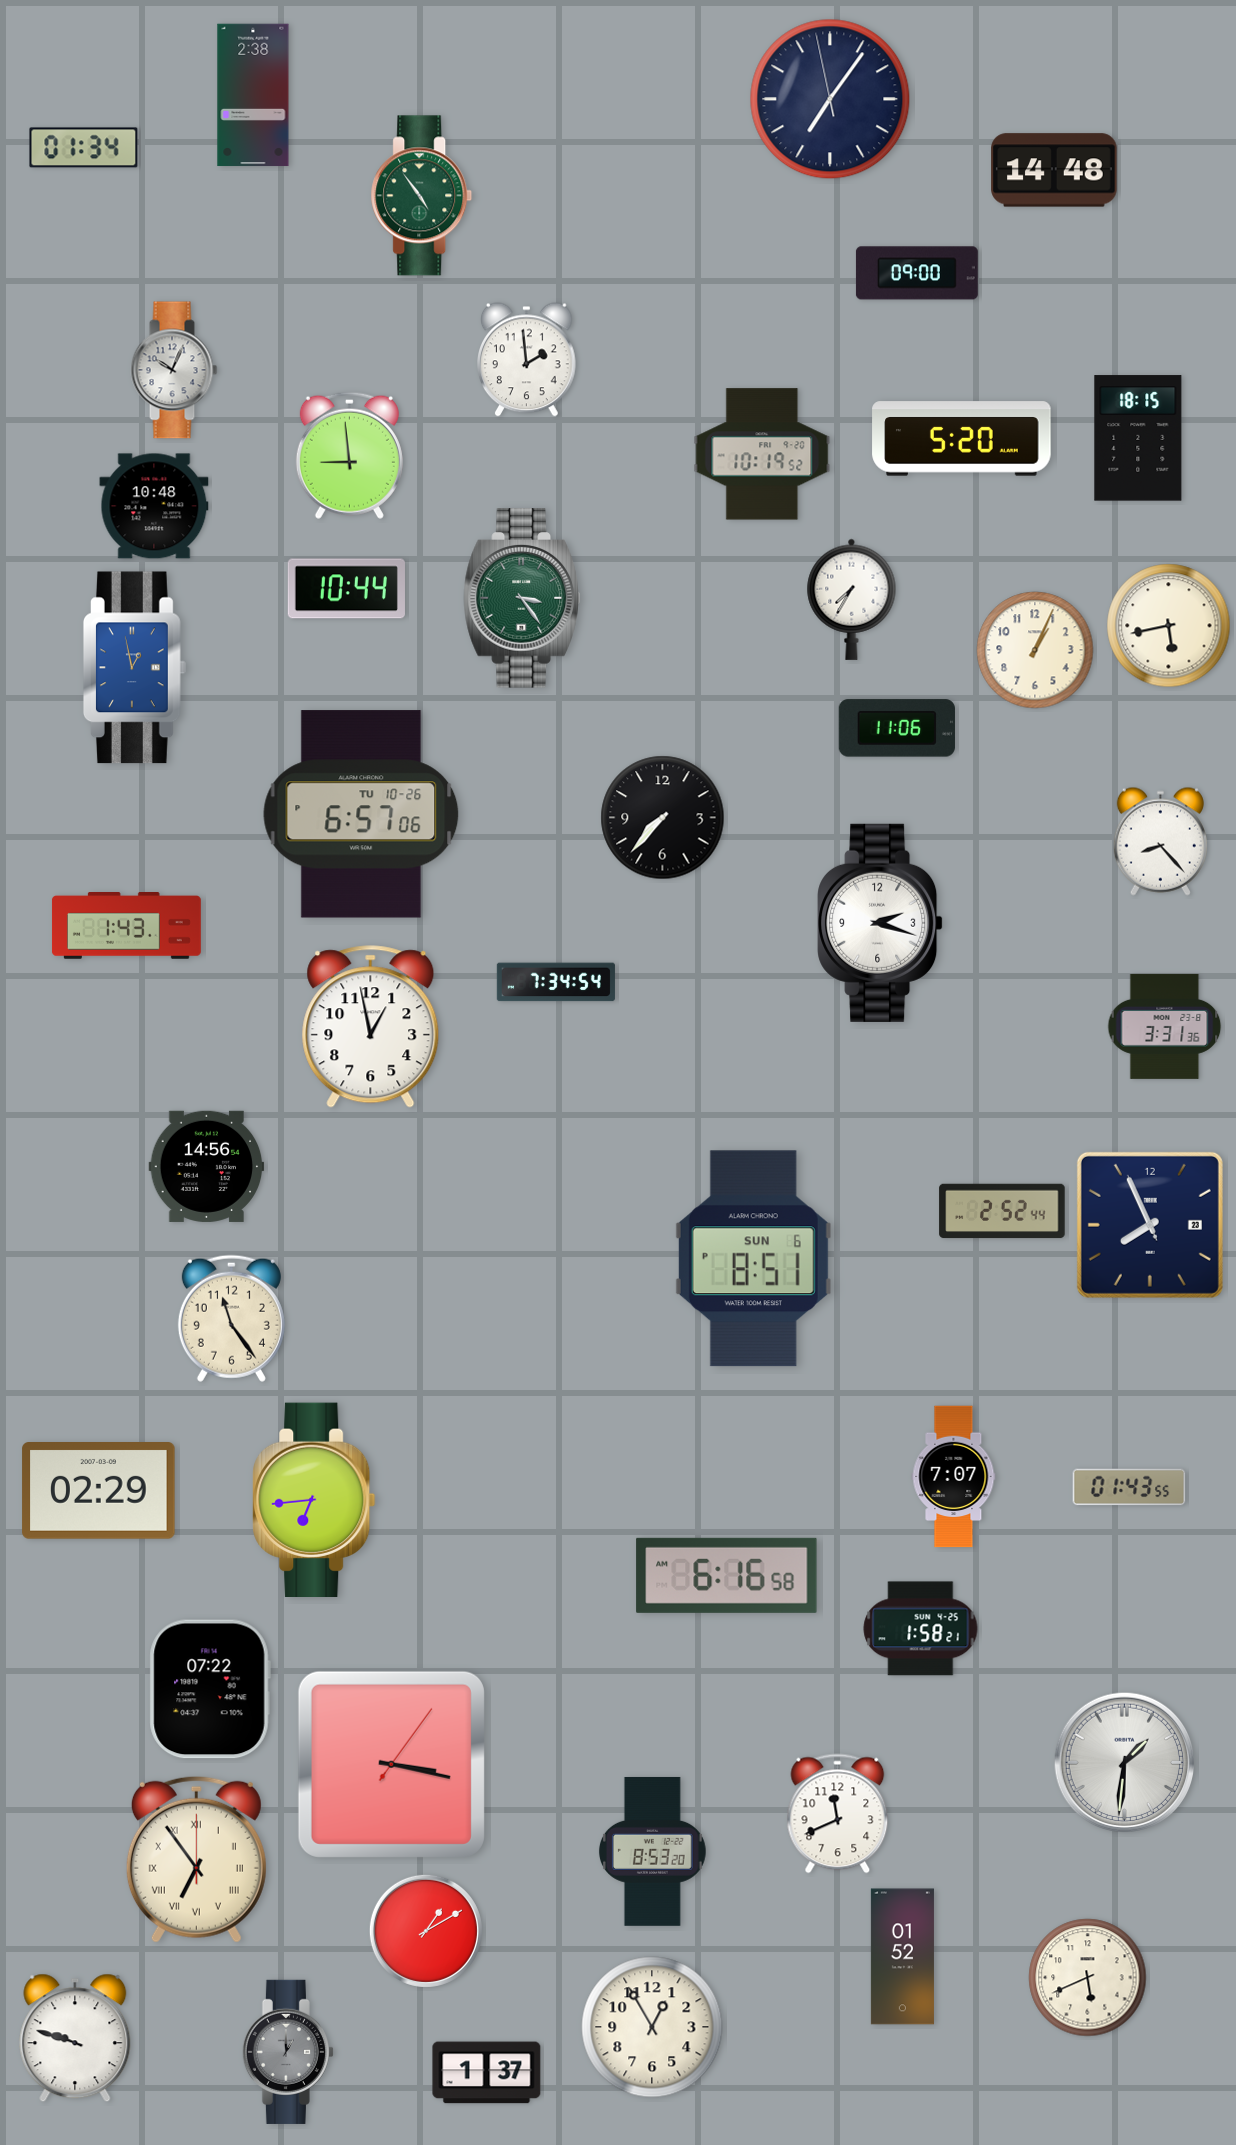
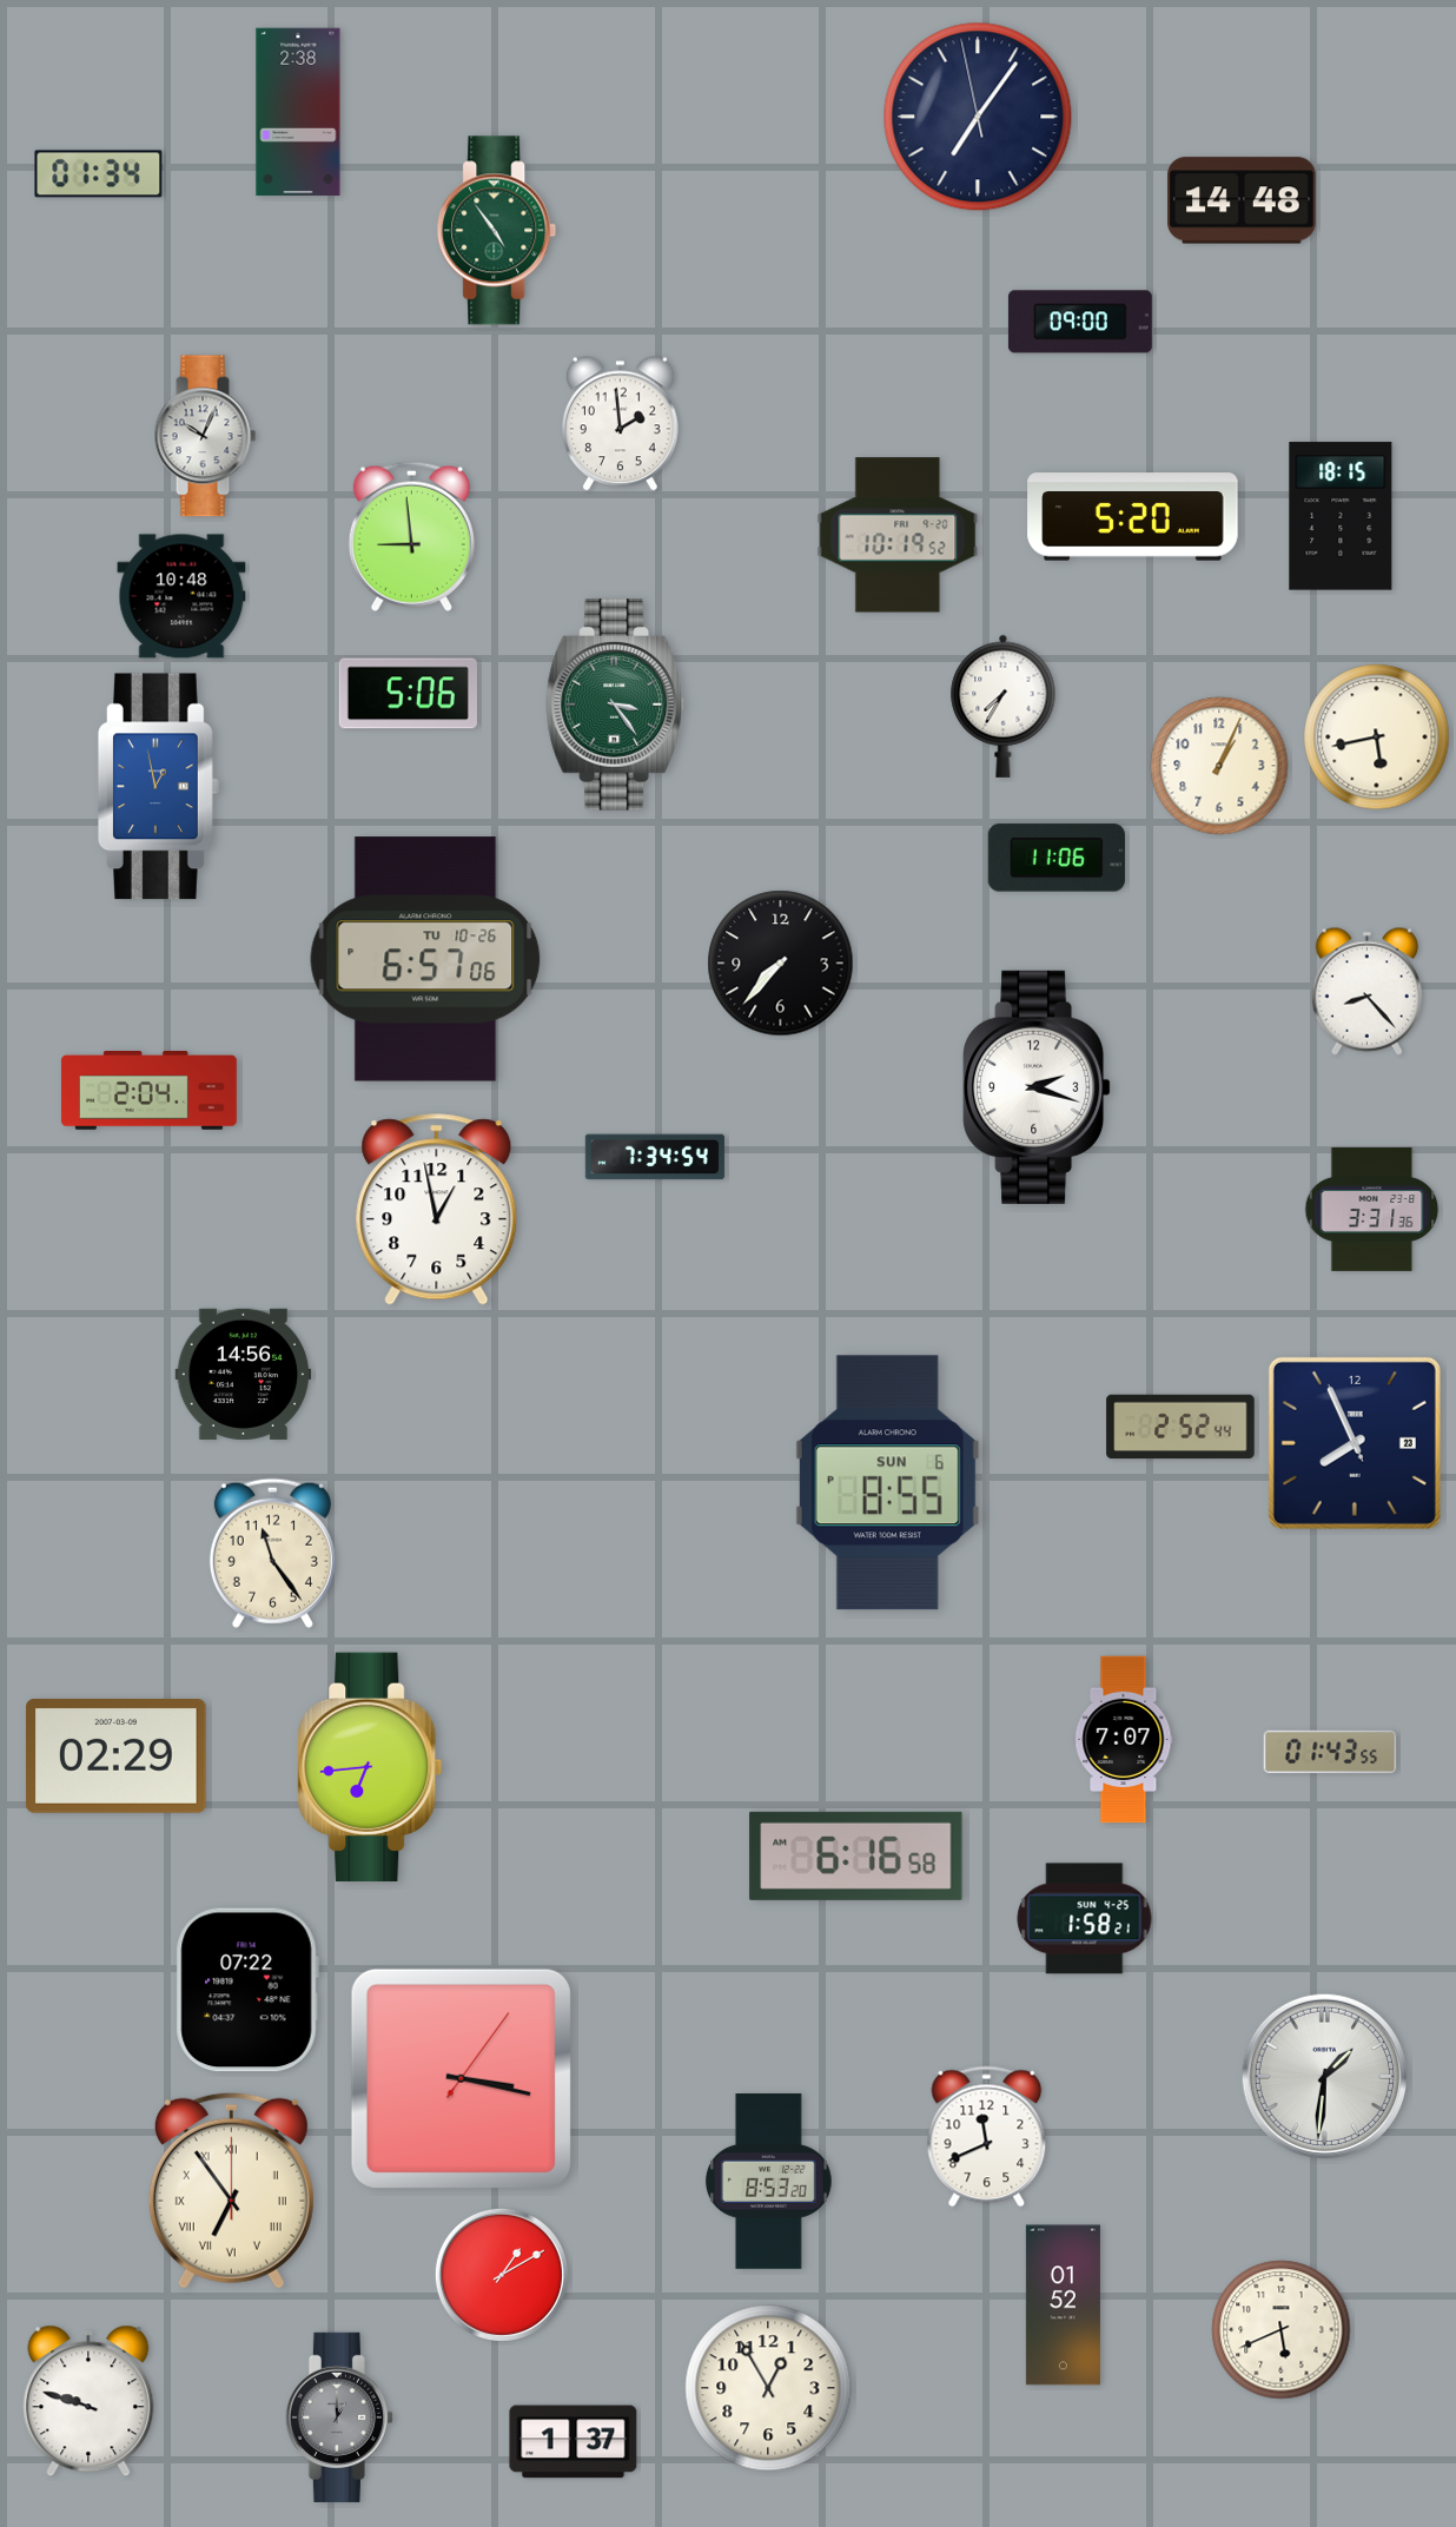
clock at (346, 589): 10:44 -> 5:06
clock at (126, 926): 1:43 -> 2:04
clock at (753, 1259): 8:51 -> 8:55
